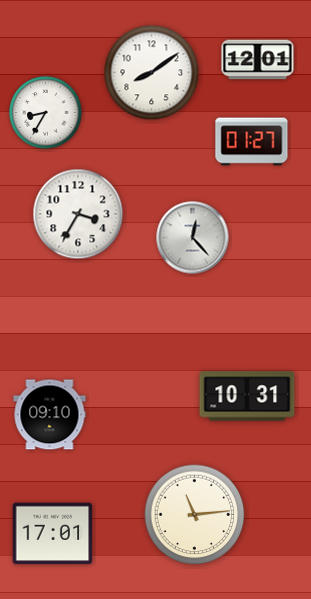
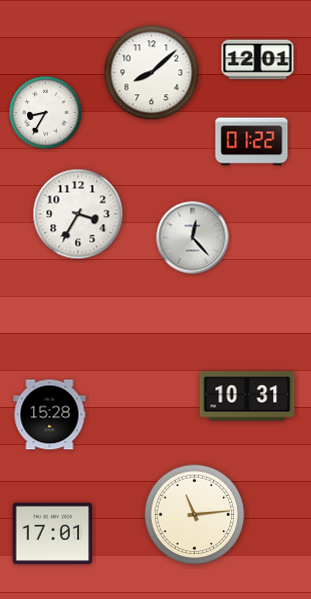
clock at (152, 73): 8:09 -> 8:08
clock at (252, 142): 01:27 -> 01:22
clock at (50, 415): 09:10 -> 15:28
